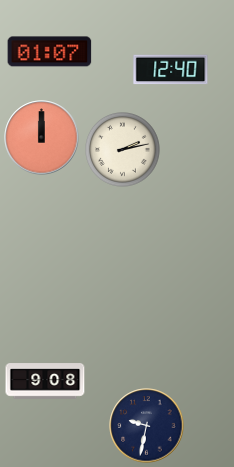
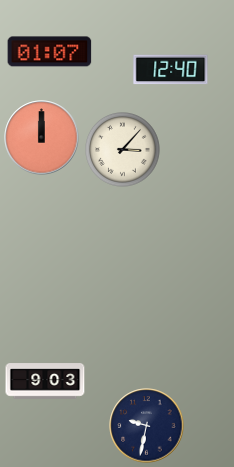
clock at (123, 150): 2:13 -> 3:07
clock at (45, 381): 9:08 -> 9:03
